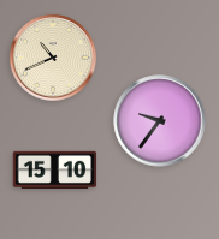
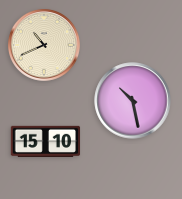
clock at (53, 58) position: (53, 58) -> (44, 45)
clock at (160, 121): 9:36 -> 10:28
